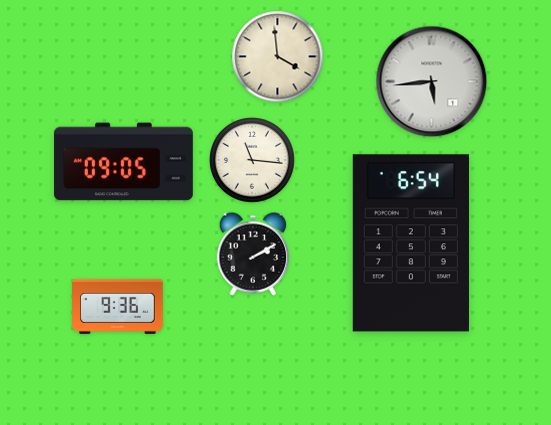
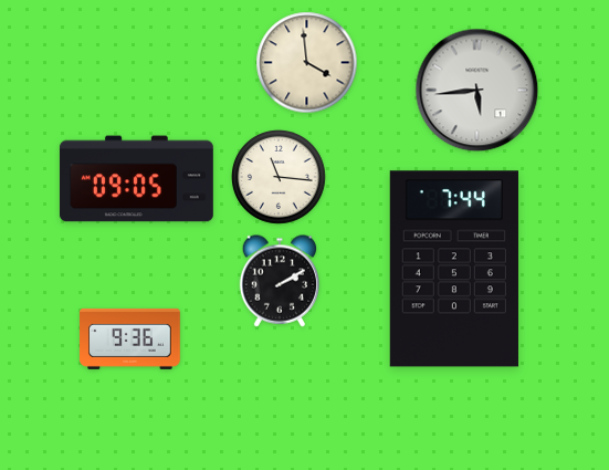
clock at (411, 243): 6:54 -> 7:44
